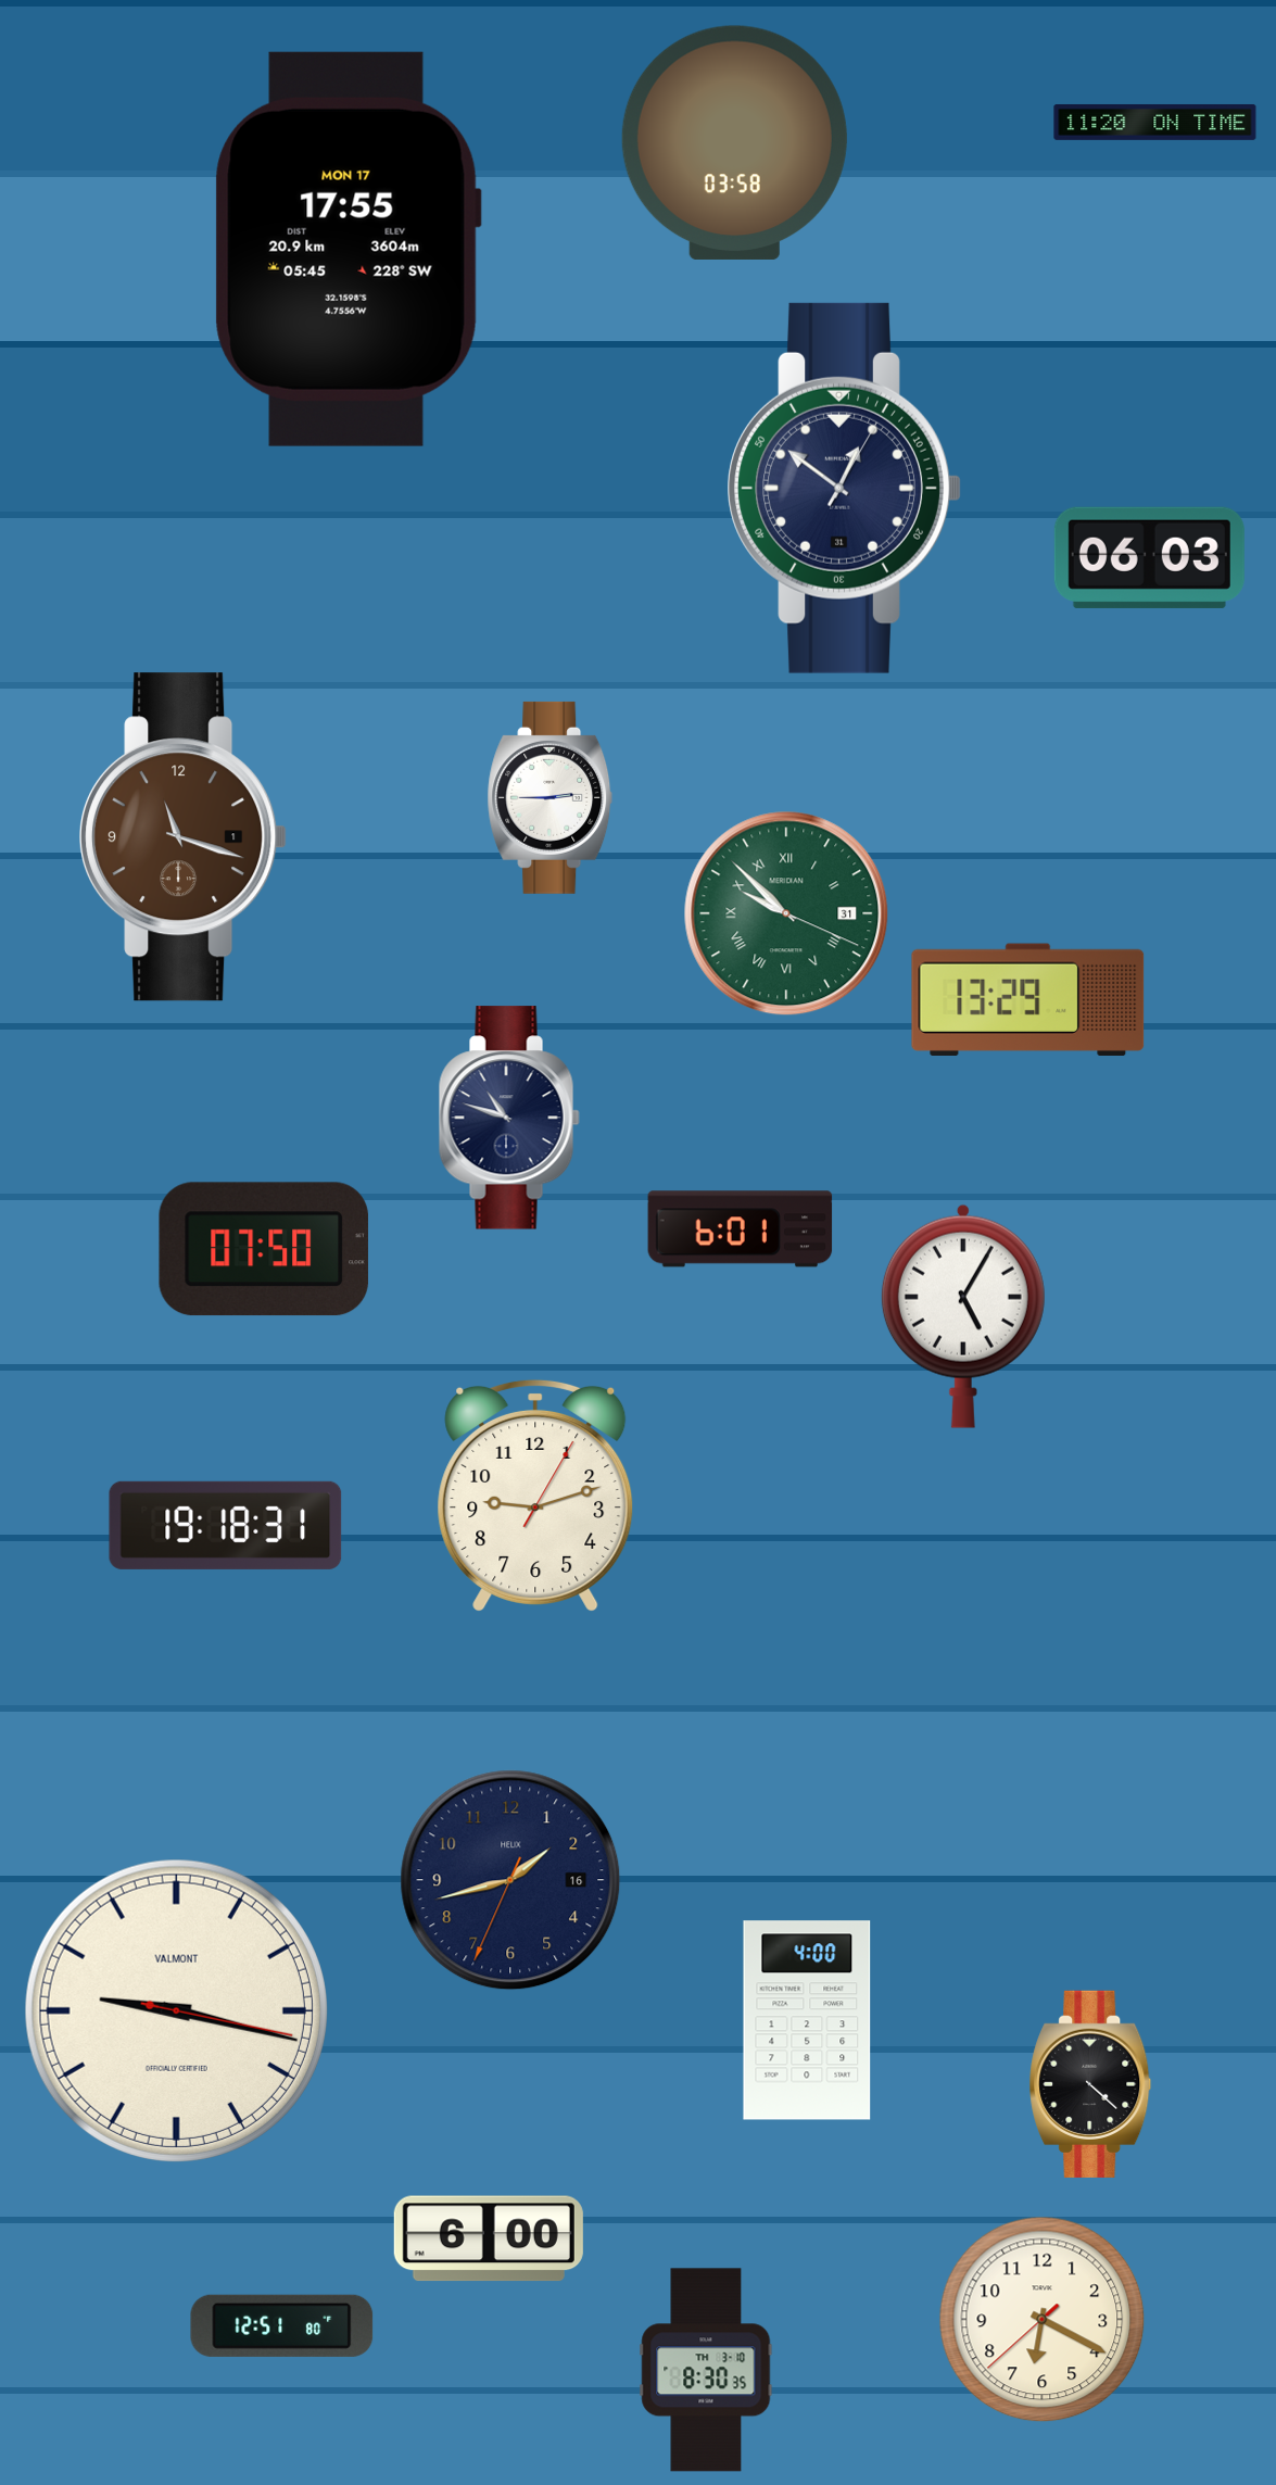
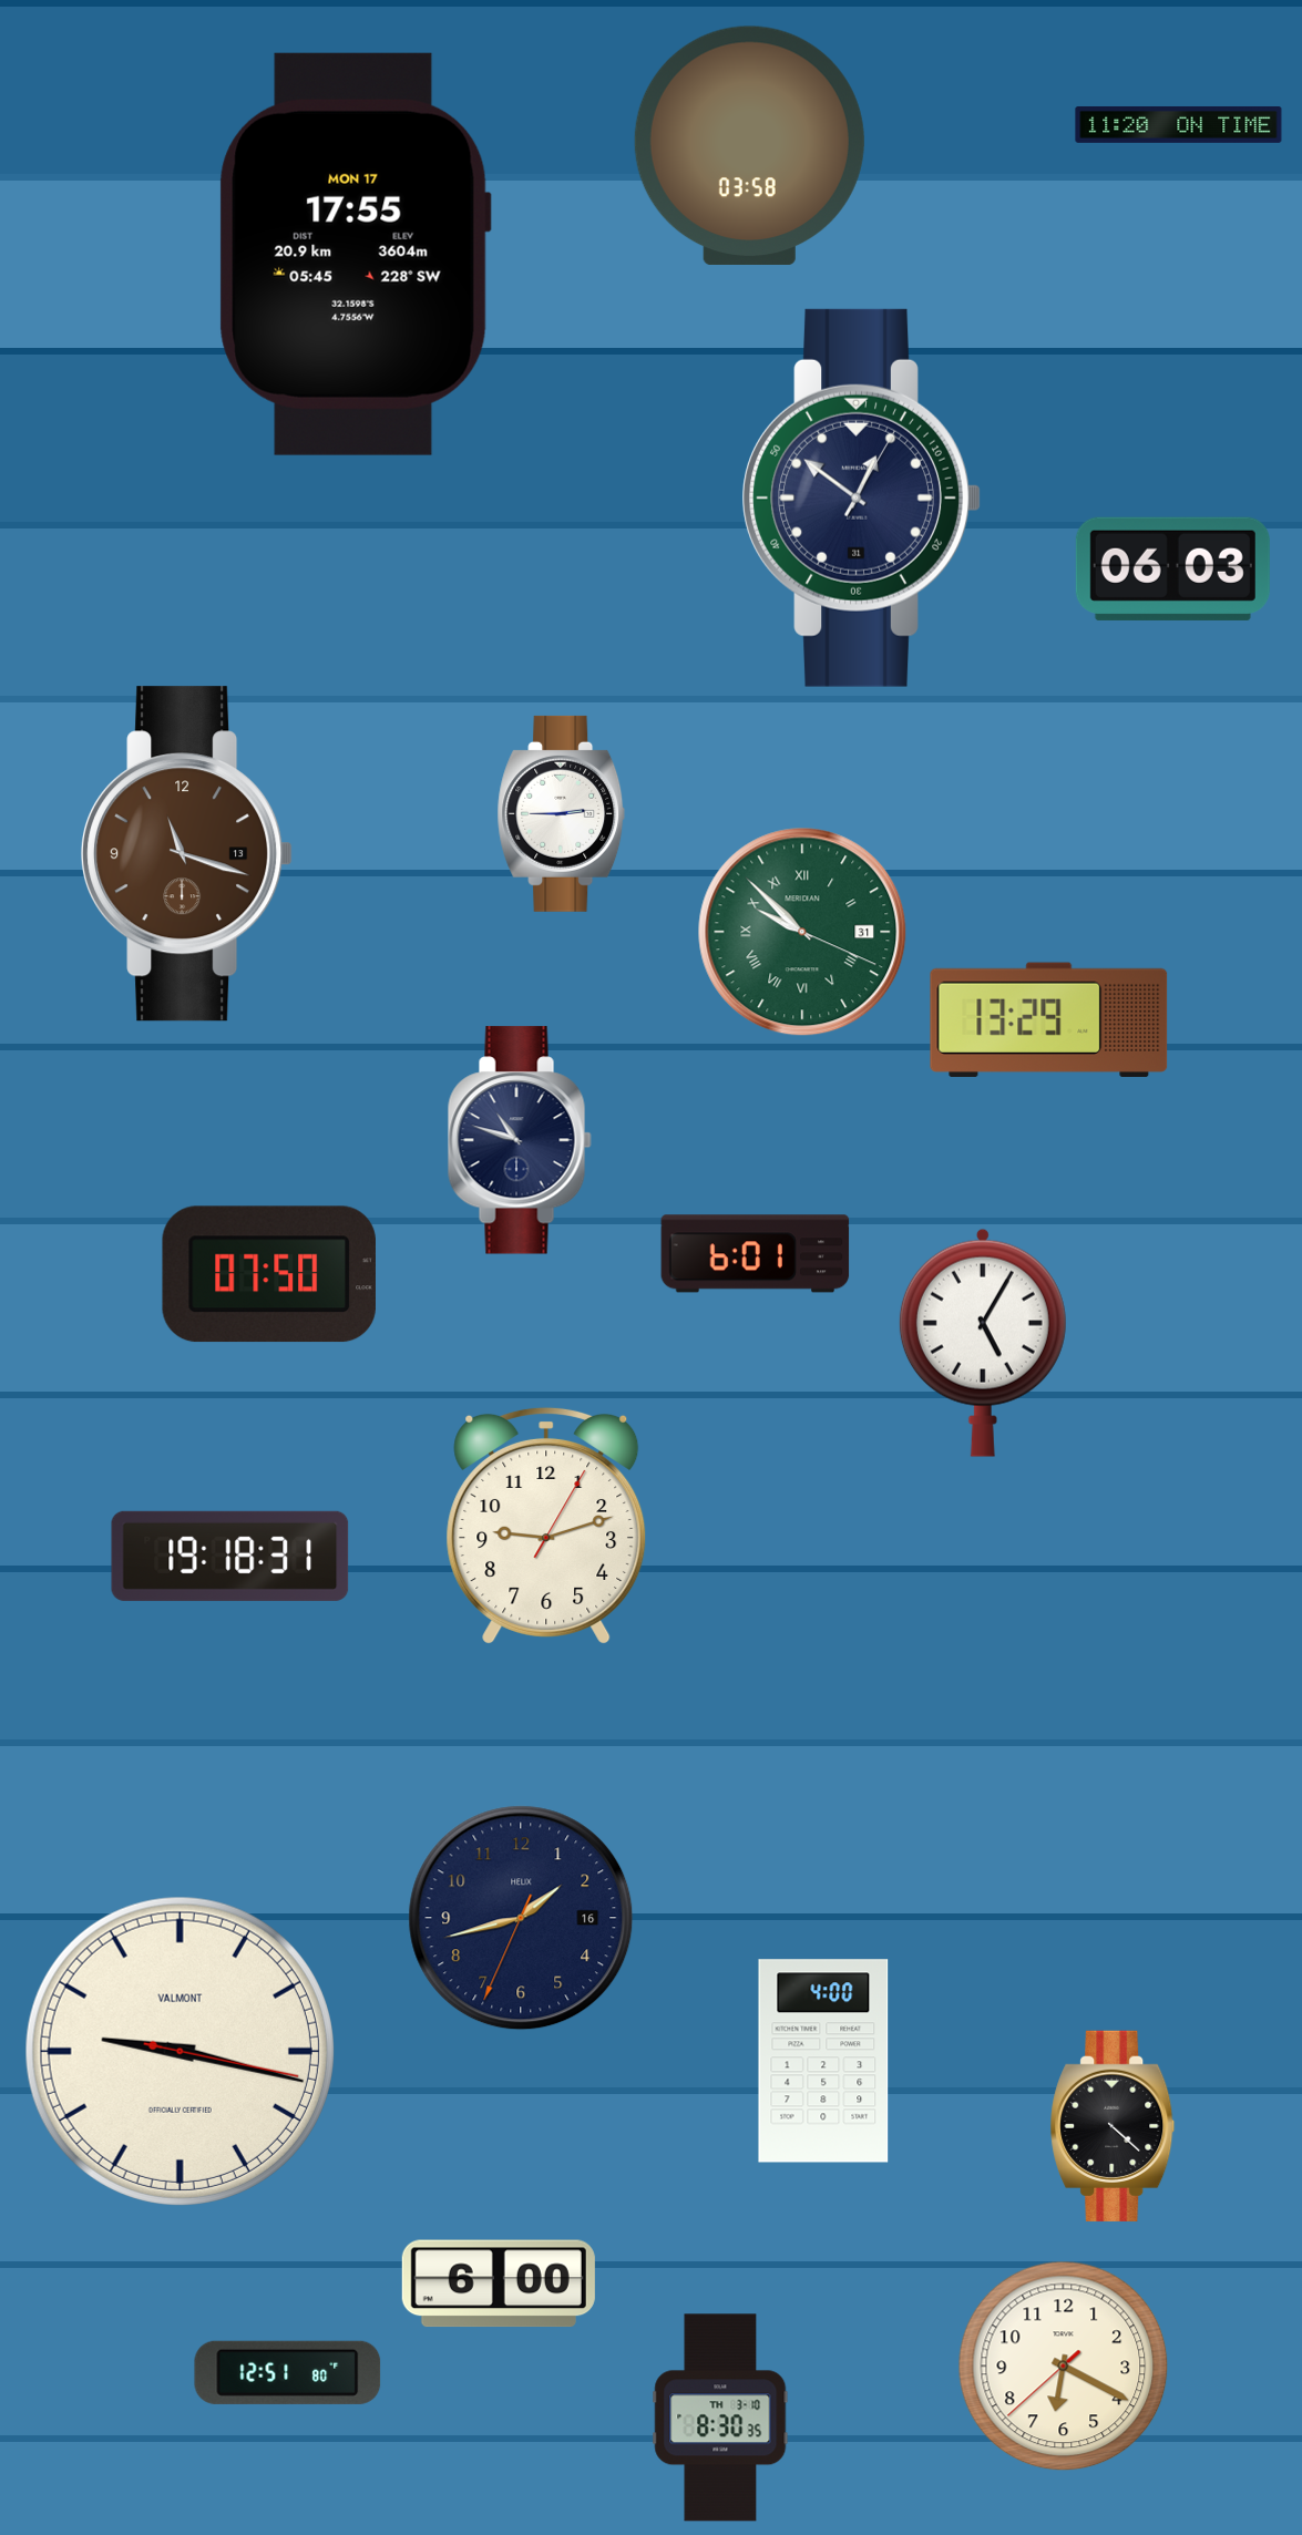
clock at (184, 837) date: 1 -> 13
